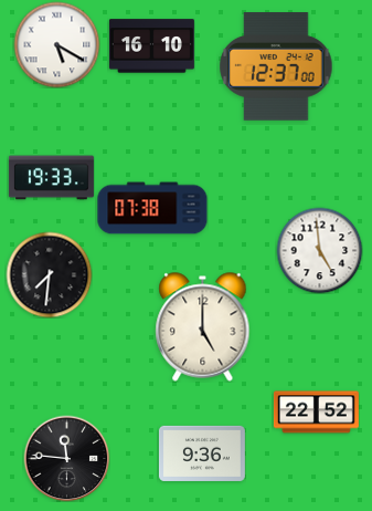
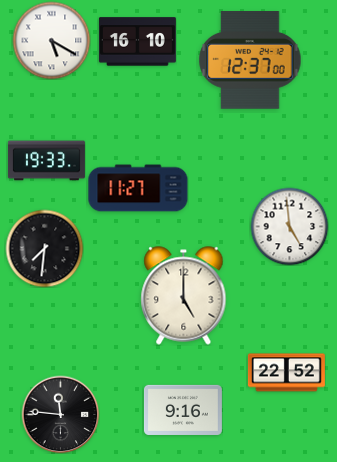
clock at (152, 208): 07:38 -> 11:27
clock at (202, 453): 9:36 -> 9:16
